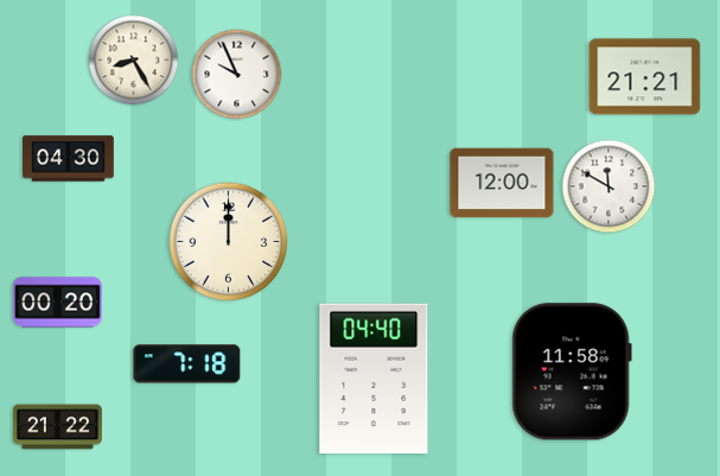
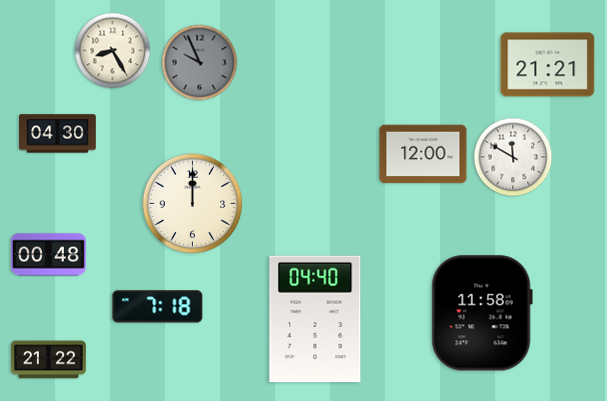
clock at (237, 75) dial: white -> grey
clock at (645, 77) position: (645, 77) -> (548, 65)
clock at (57, 303): 00:20 -> 00:48
